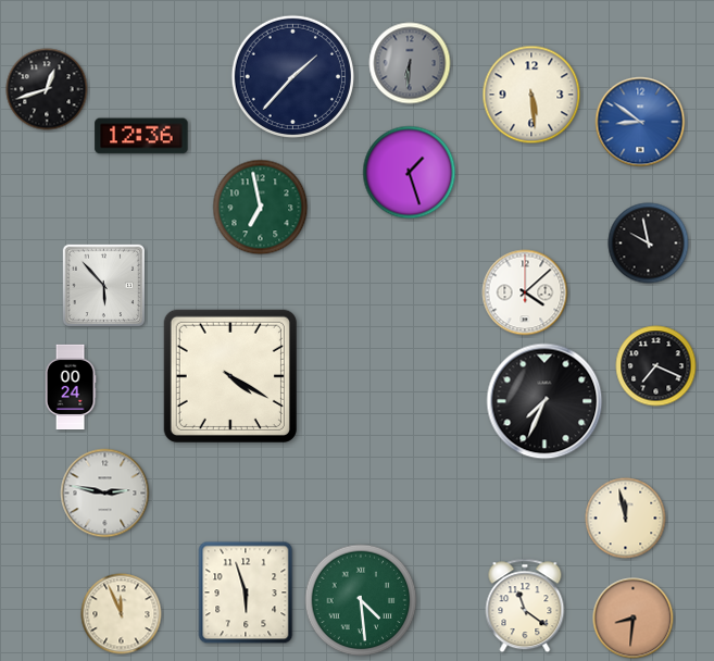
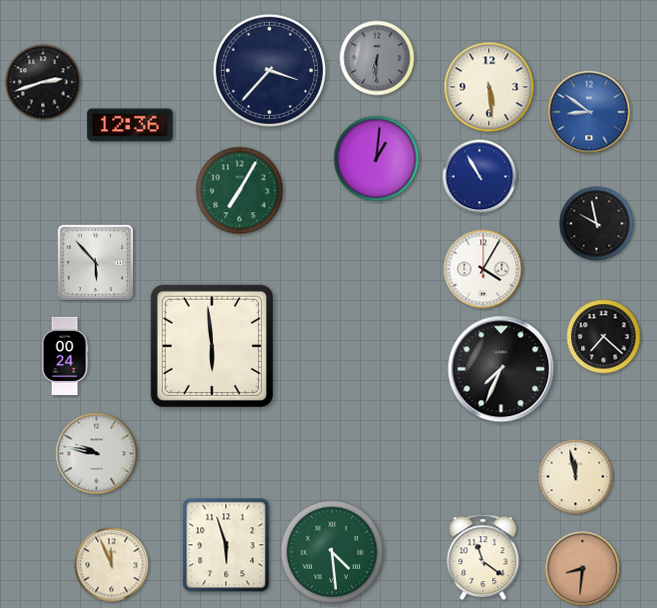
clock at (292, 76): 1:37 -> 3:37
clock at (47, 89): 12:42 -> 2:42
clock at (410, 173): 1:27 -> 1:01
clock at (480, 177): none -> 10:55
clock at (261, 208): 6:58 -> 7:05
clock at (525, 292): 4:08 -> 4:05
clock at (656, 366): 7:19 -> 7:22
clock at (230, 376): 4:20 -> 5:59
clock at (105, 494): 2:47 -> 9:47
